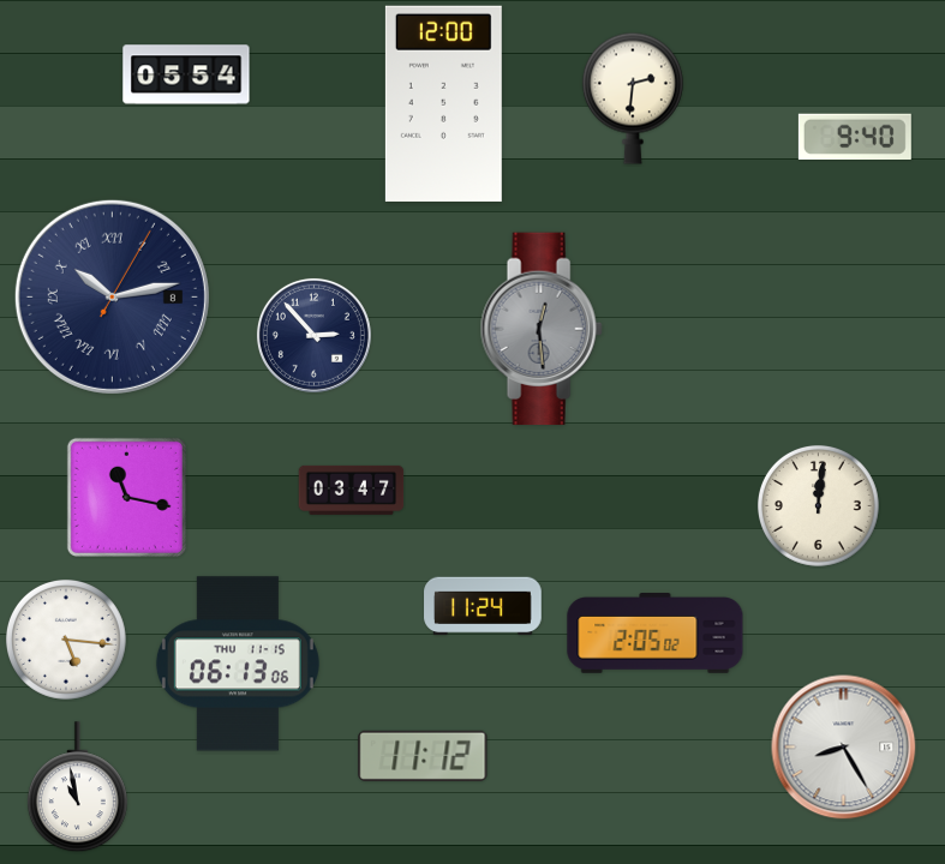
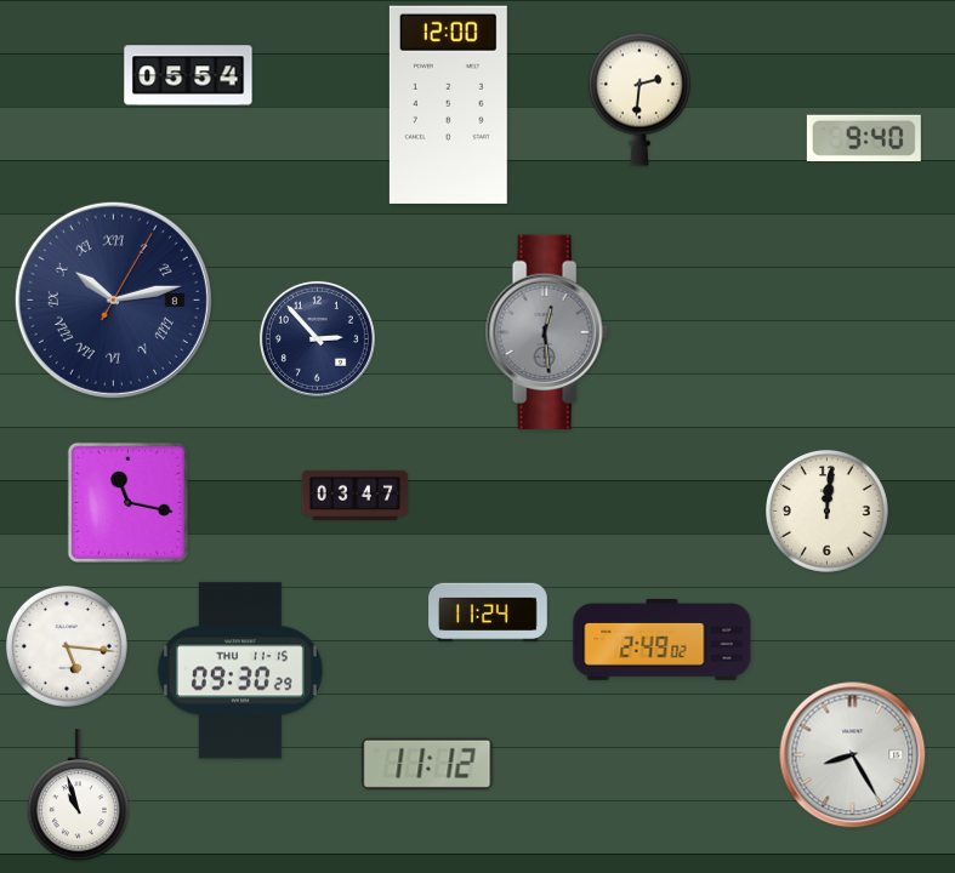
clock at (656, 634): 2:05 -> 2:49
clock at (238, 664): 06:13 -> 09:30
clock at (77, 787): 10:58 -> 10:57
